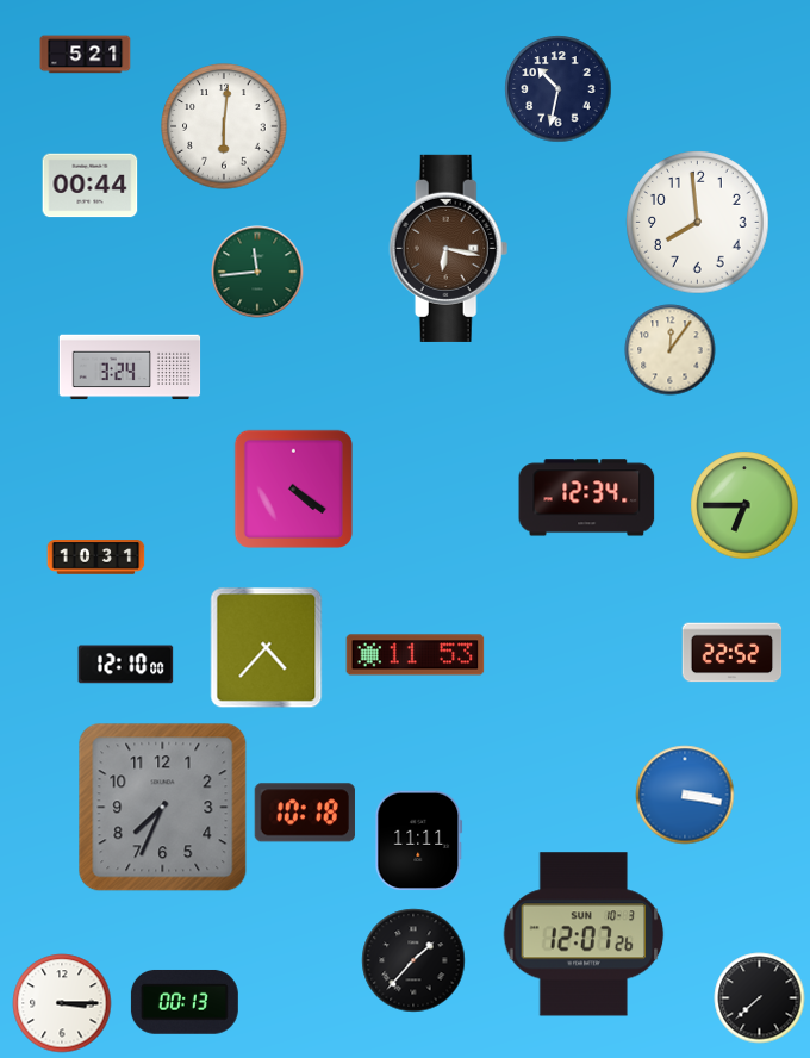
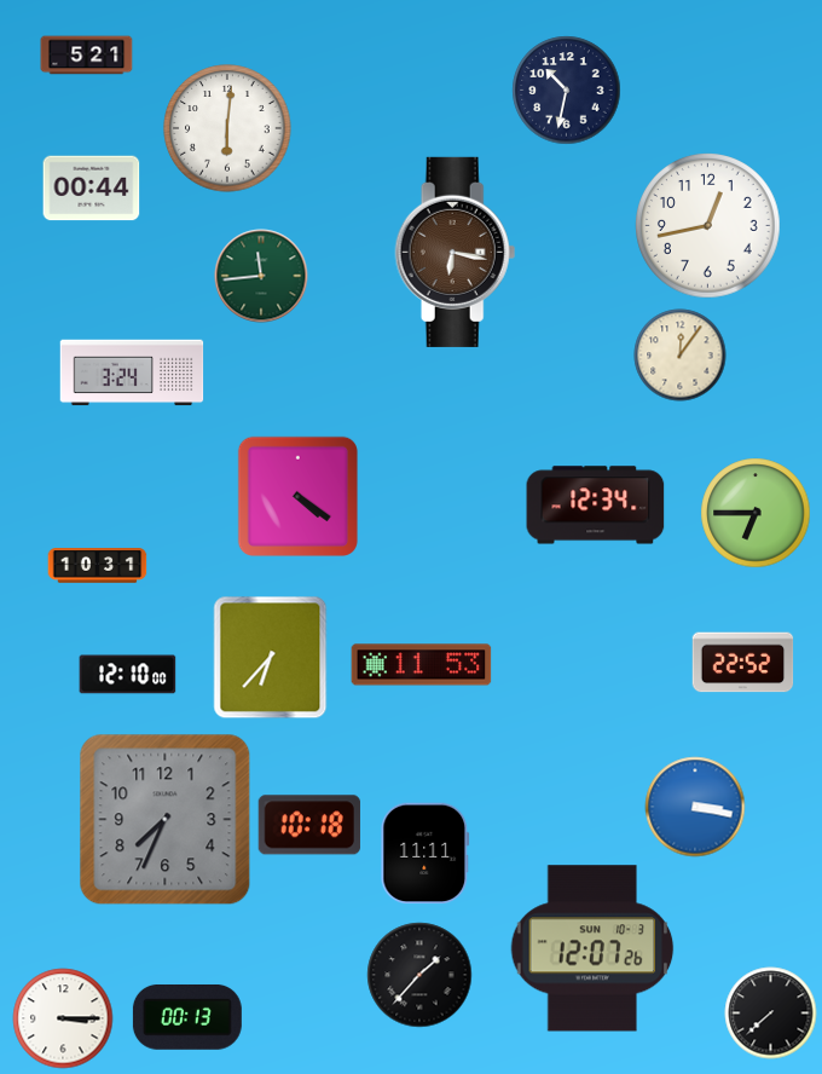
clock at (698, 223): 7:59 -> 12:43
clock at (267, 648): 4:37 -> 6:37
